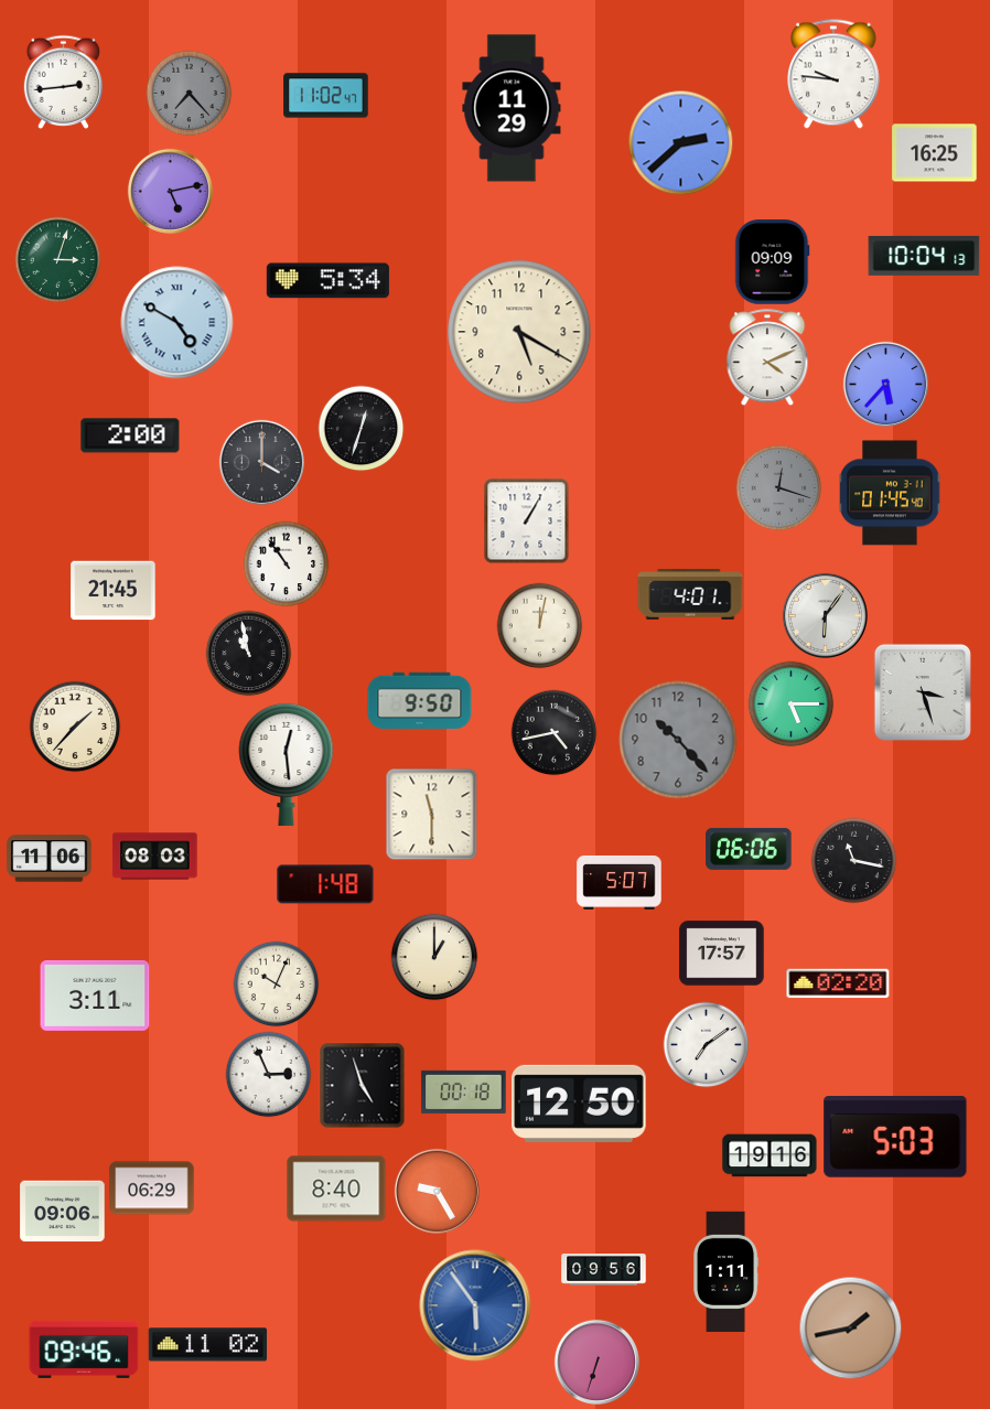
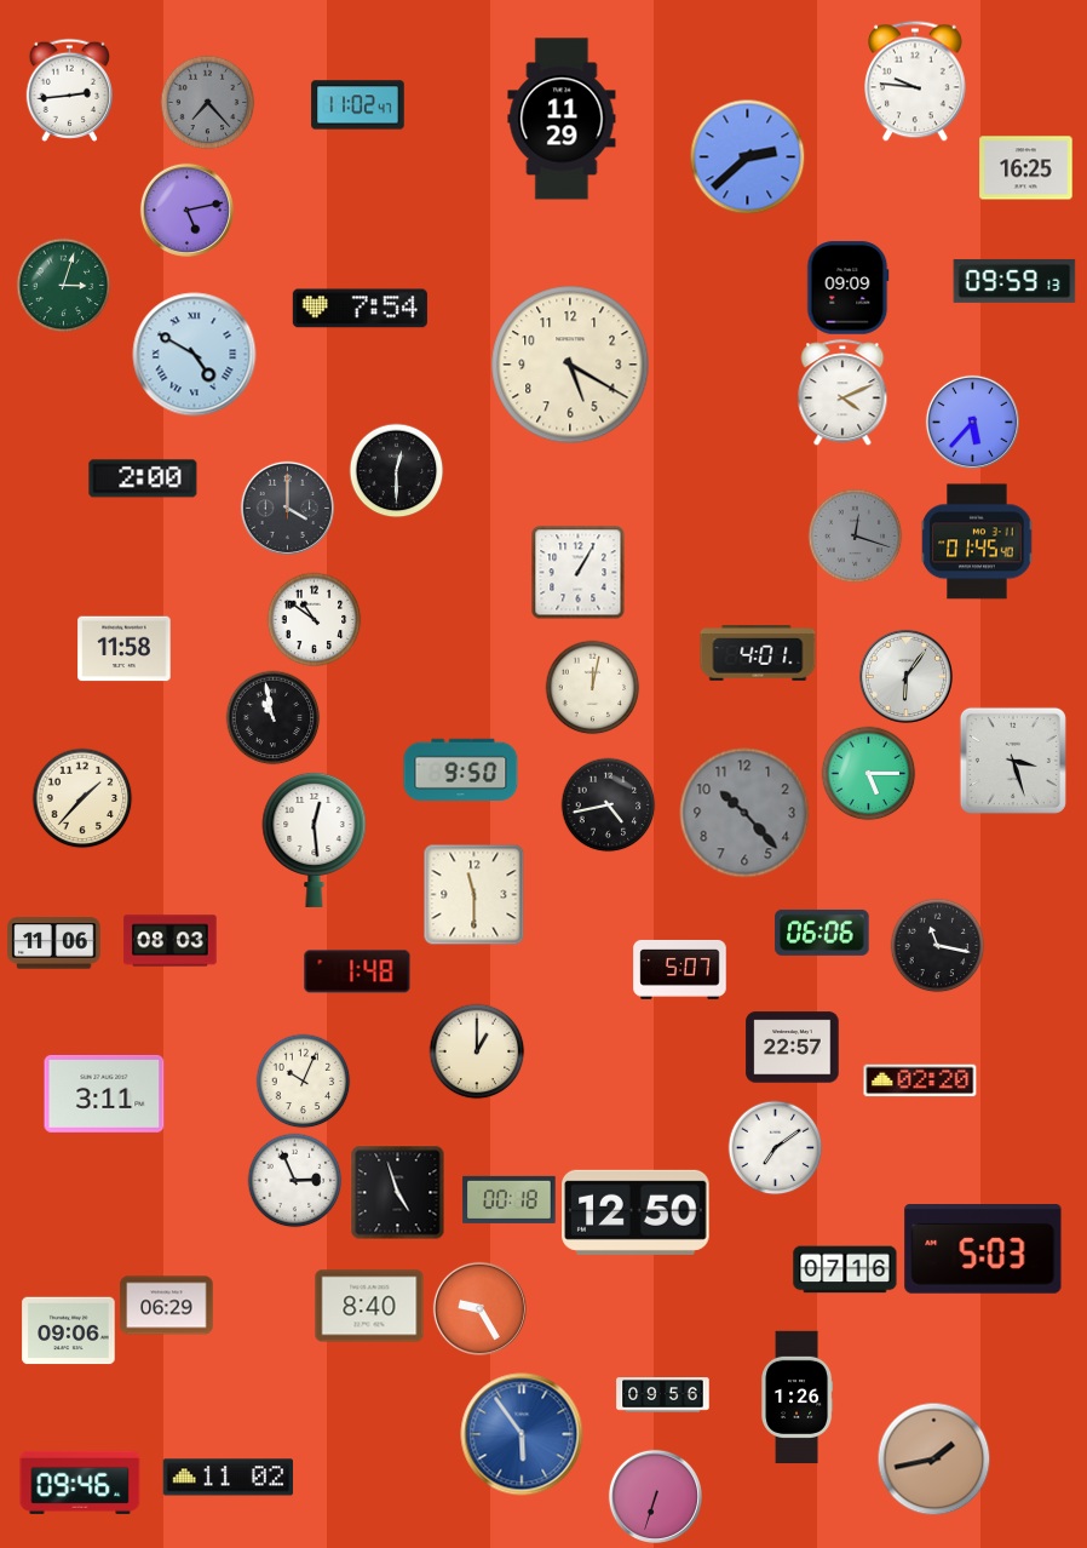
clock at (924, 256): 10:04 -> 09:59
clock at (327, 281): 5:34 -> 7:54
clock at (361, 428): 12:33 -> 12:30
clock at (286, 563): 10:54 -> 10:51
clock at (114, 591): 21:45 -> 11:58
clock at (722, 954): 17:57 -> 22:57
clock at (770, 1155): 19:16 -> 07:16
clock at (727, 1272): 1:11 -> 1:26
clock at (84, 1349) position: (84, 1349) -> (80, 1483)
